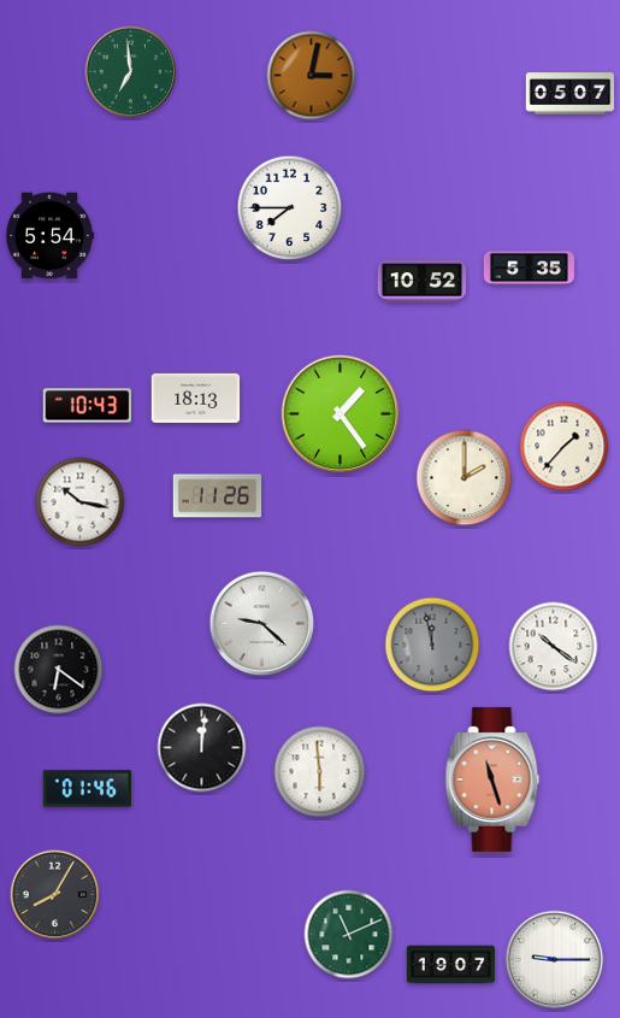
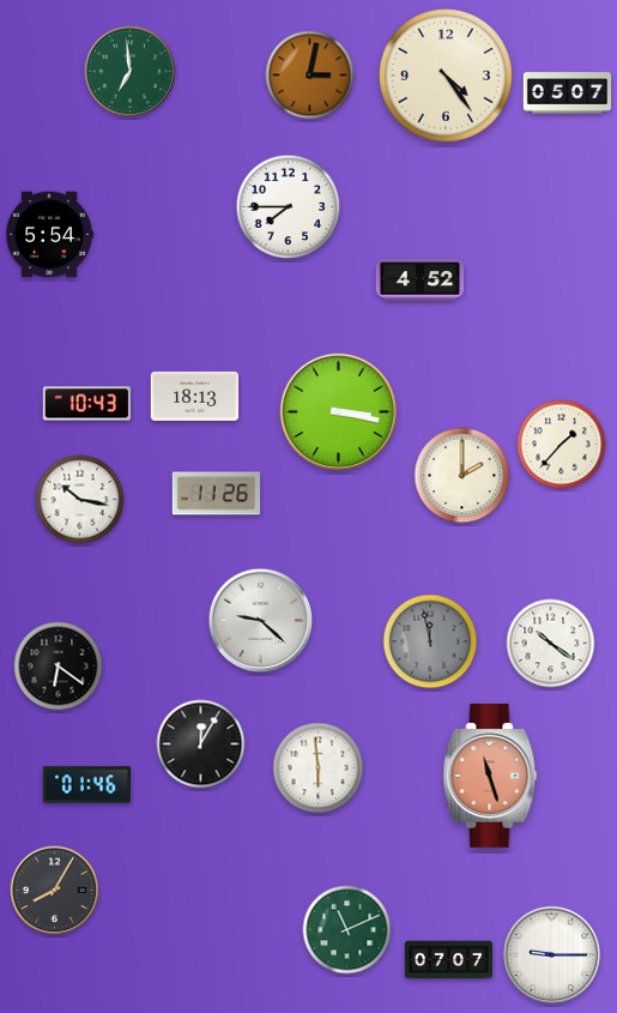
clock at (446, 76): none -> 4:24
clock at (529, 269): 5:35 -> none
clock at (423, 282): 10:52 -> 4:52
clock at (339, 413): 1:24 -> 3:17
clock at (202, 748): 12:01 -> 12:05
clock at (451, 965): 19:07 -> 07:07
